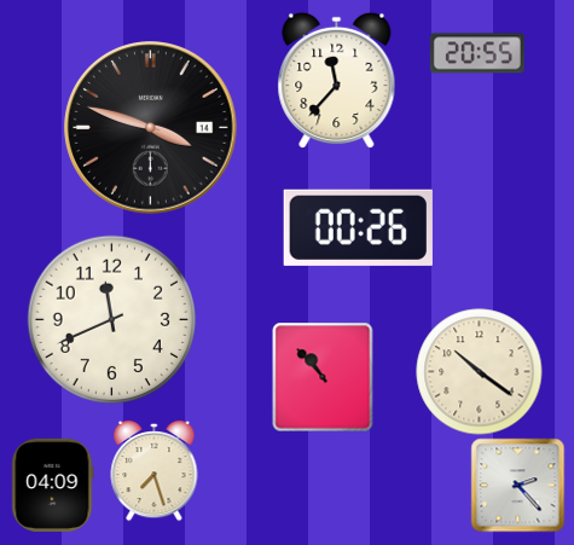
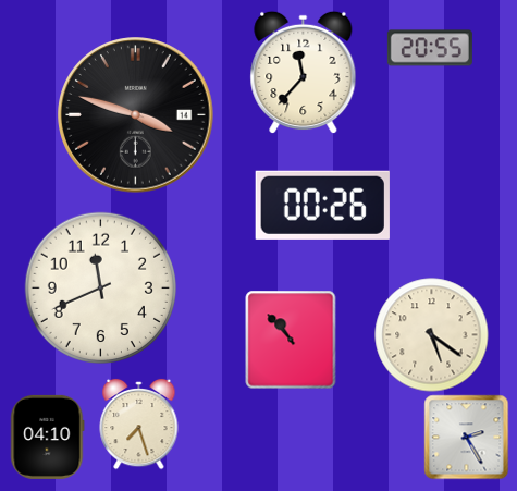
clock at (480, 372): 10:21 -> 5:21
clock at (53, 485): 04:09 -> 04:10
clock at (517, 485): 2:23 -> 2:25
